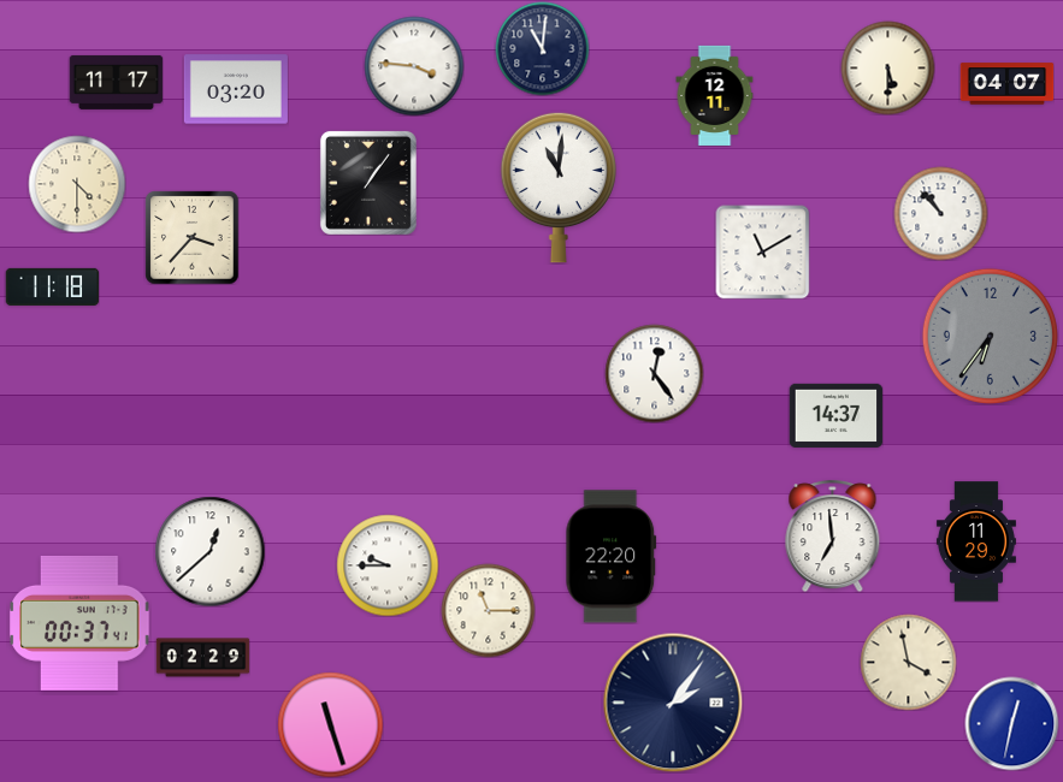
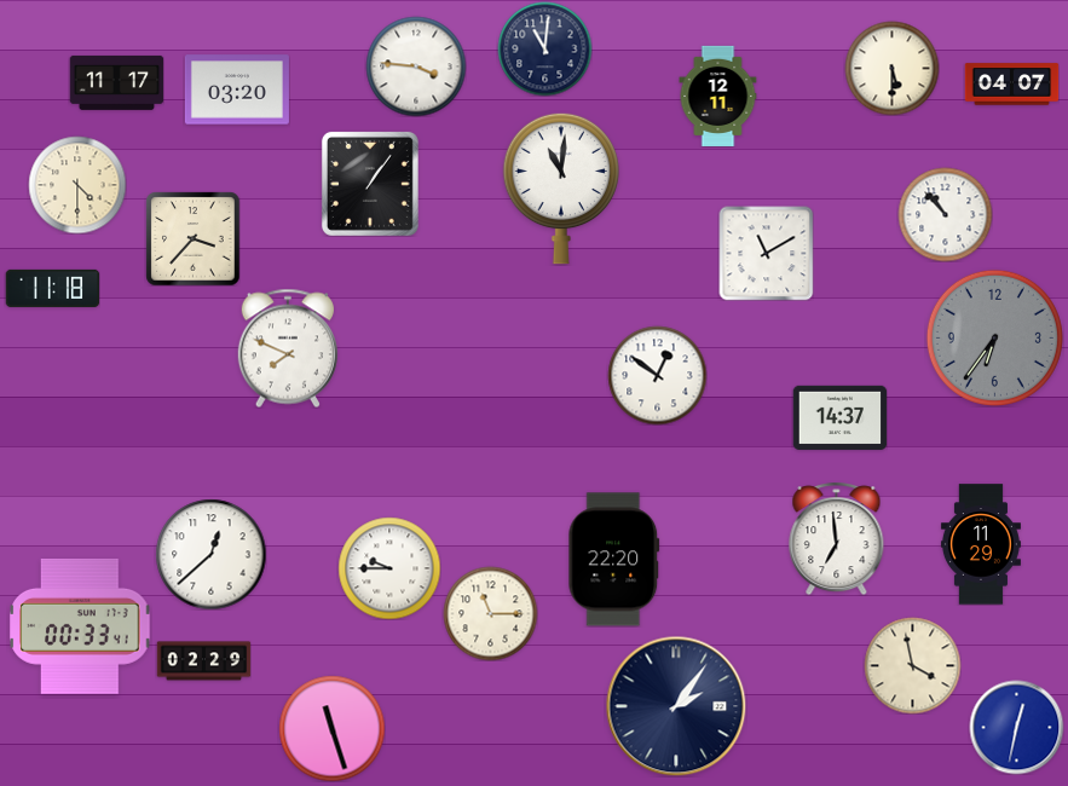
clock at (288, 348): none -> 7:49
clock at (654, 373): 12:24 -> 12:51
clock at (79, 623): 00:37 -> 00:33
